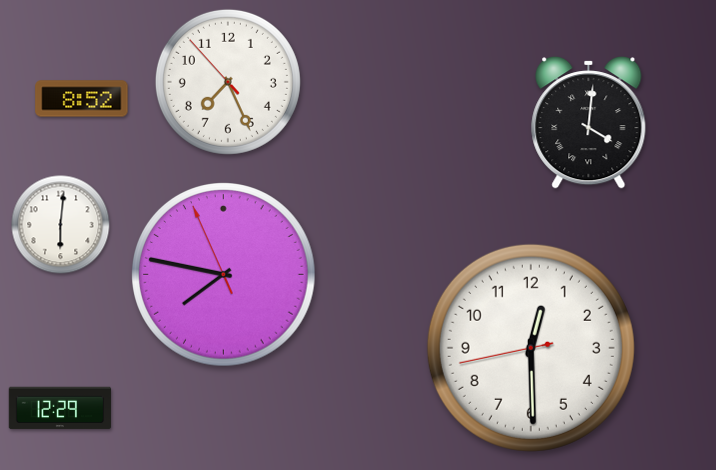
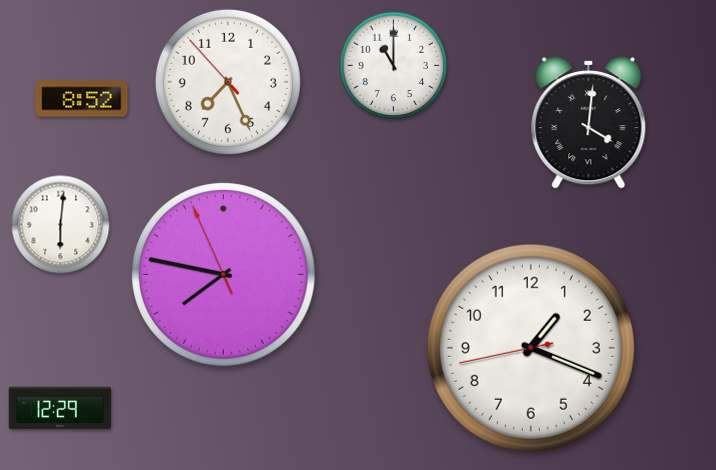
clock at (394, 66): none -> 11:00
clock at (531, 348): 12:29 -> 1:18
